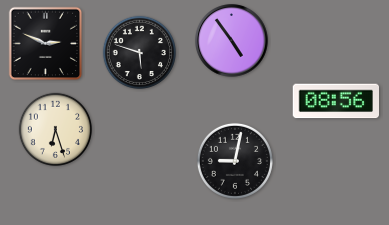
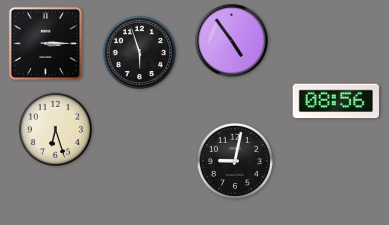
clock at (46, 44): 2:49 -> 3:15
clock at (139, 52): 5:48 -> 5:57
